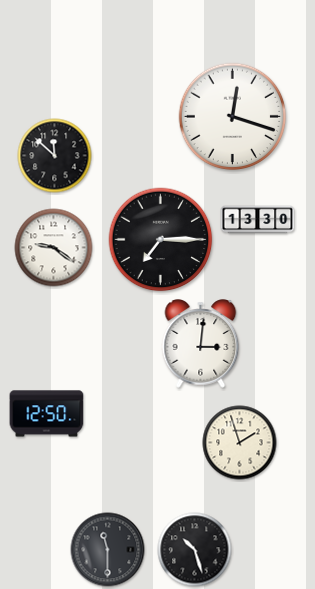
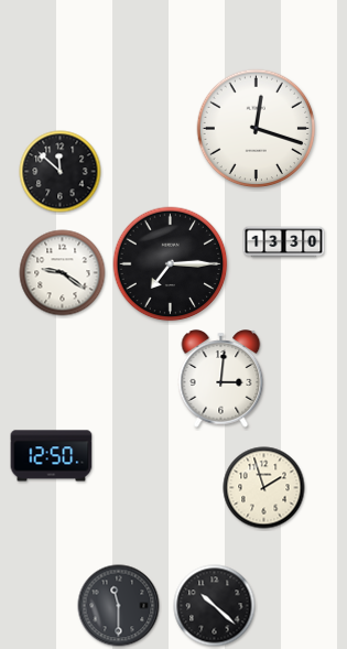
clock at (161, 240) position: (161, 240) -> (171, 264)
clock at (54, 248) position: (54, 248) -> (63, 273)
clock at (195, 550): 10:27 -> 10:22
